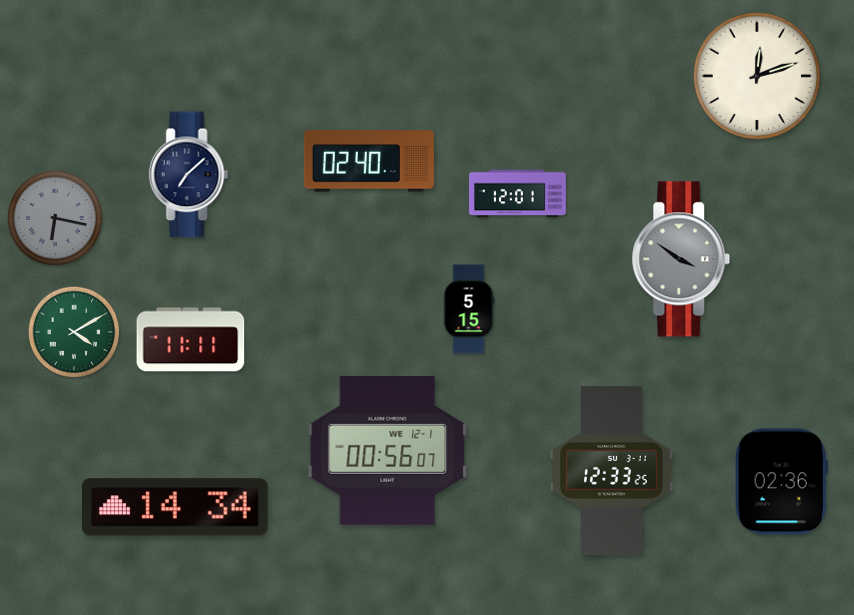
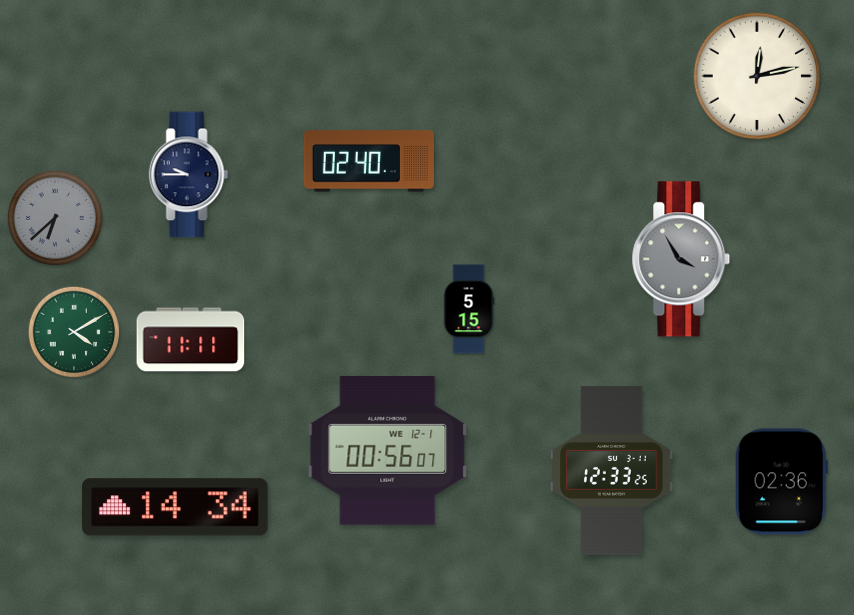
clock at (757, 76): 12:12 -> 12:13
clock at (189, 175): 7:08 -> 9:45
clock at (518, 194): 12:01 -> none
clock at (55, 218): 6:17 -> 6:38
clock at (681, 259): 3:51 -> 3:55
